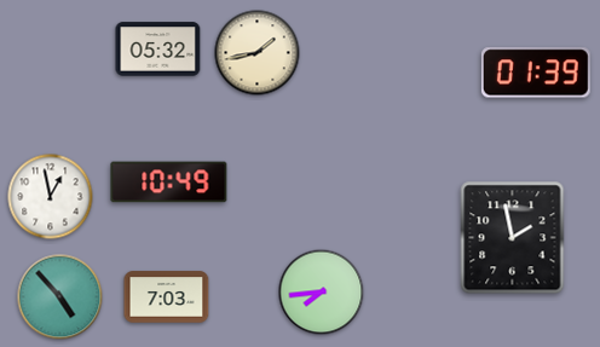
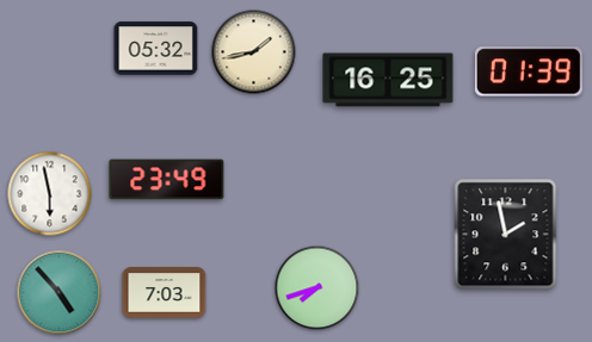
clock at (388, 80): none -> 16:25
clock at (169, 183): 10:49 -> 23:49
clock at (51, 197): 12:58 -> 5:58
clock at (322, 293): 7:44 -> 7:42
